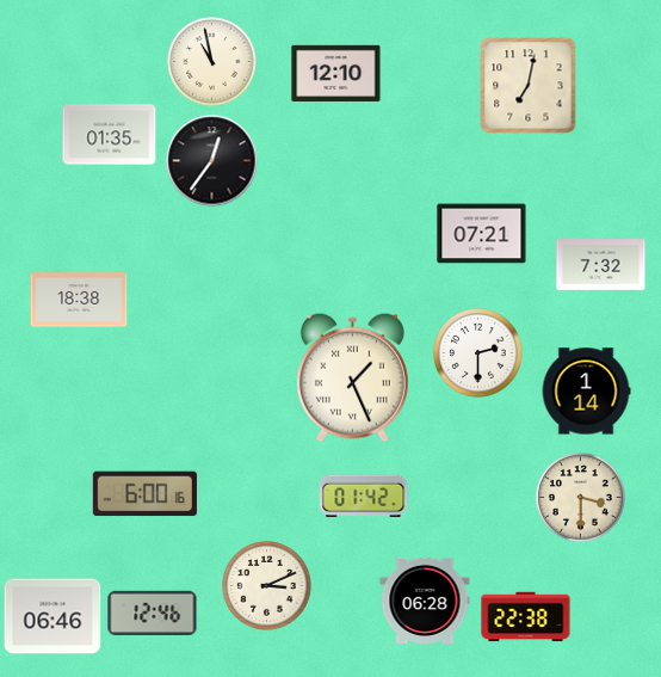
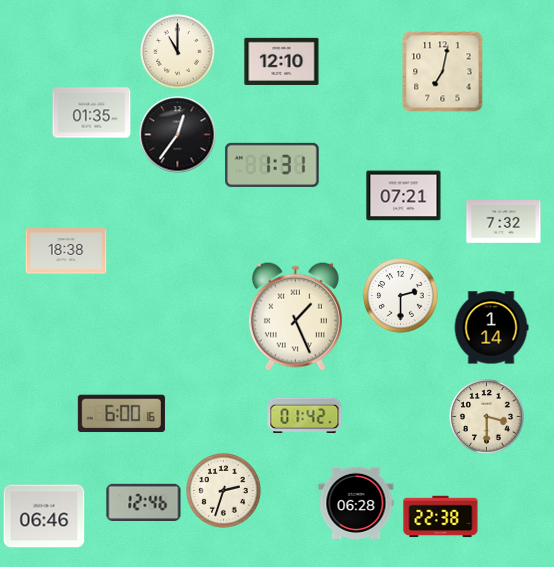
clock at (212, 62): 10:58 -> 11:00
clock at (272, 165): none -> 1:31
clock at (267, 586): 3:11 -> 2:33
clock at (153, 613) position: (153, 613) -> (144, 502)
